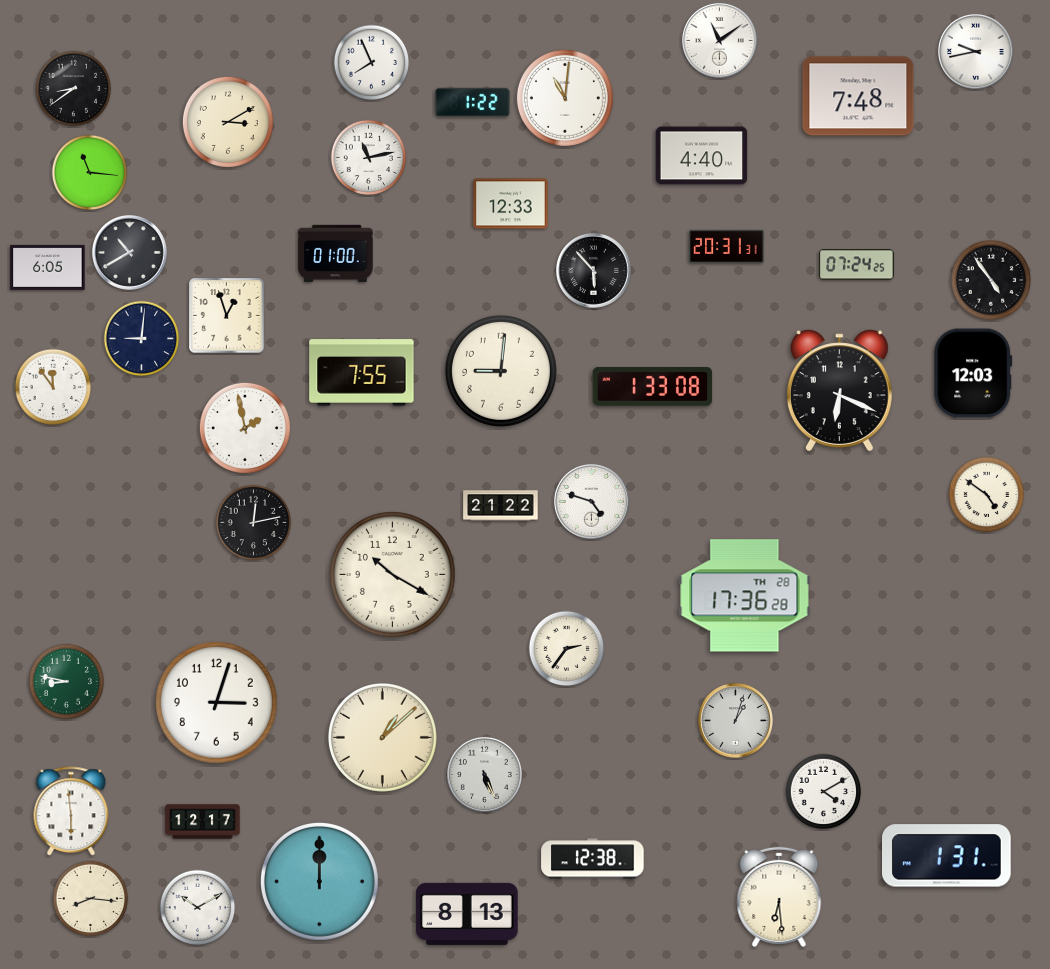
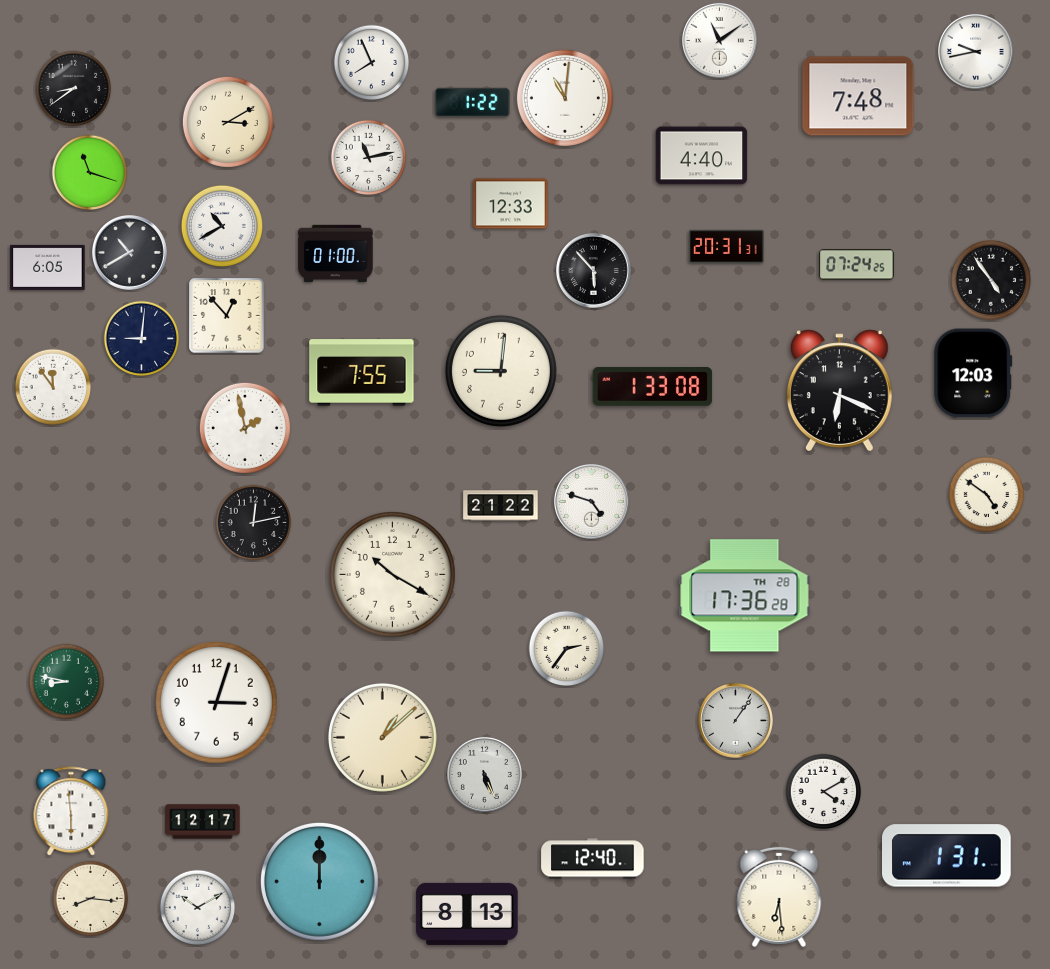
clock at (90, 173): 11:16 -> 11:18
clock at (221, 225): none -> 10:40
clock at (227, 316): 12:57 -> 12:53
clock at (735, 720): 1:03 -> 1:06
clock at (593, 859): 12:38 -> 12:40
